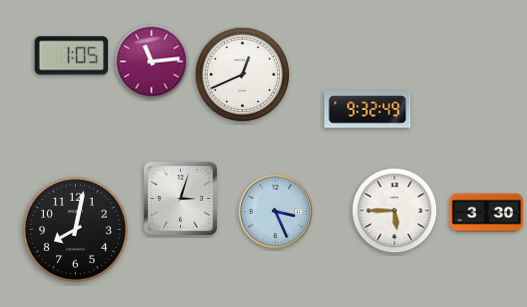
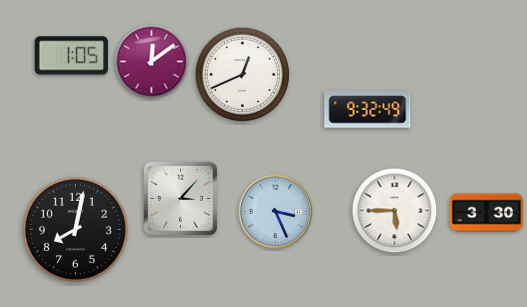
clock at (152, 62): 11:14 -> 12:09
clock at (180, 198): 3:03 -> 3:07
